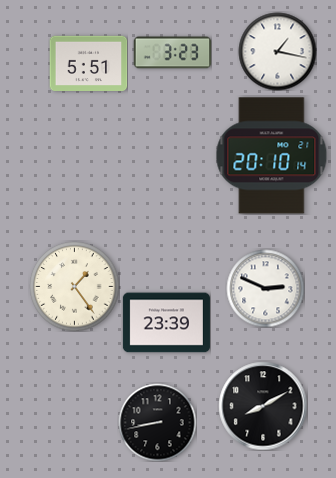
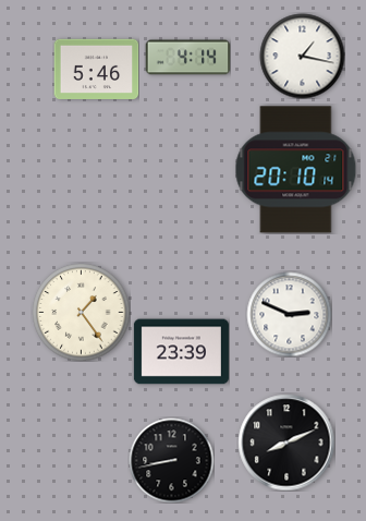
clock at (172, 53): 3:23 -> 4:14
clock at (88, 64): 5:51 -> 5:46
clock at (263, 406): 8:10 -> 8:11
